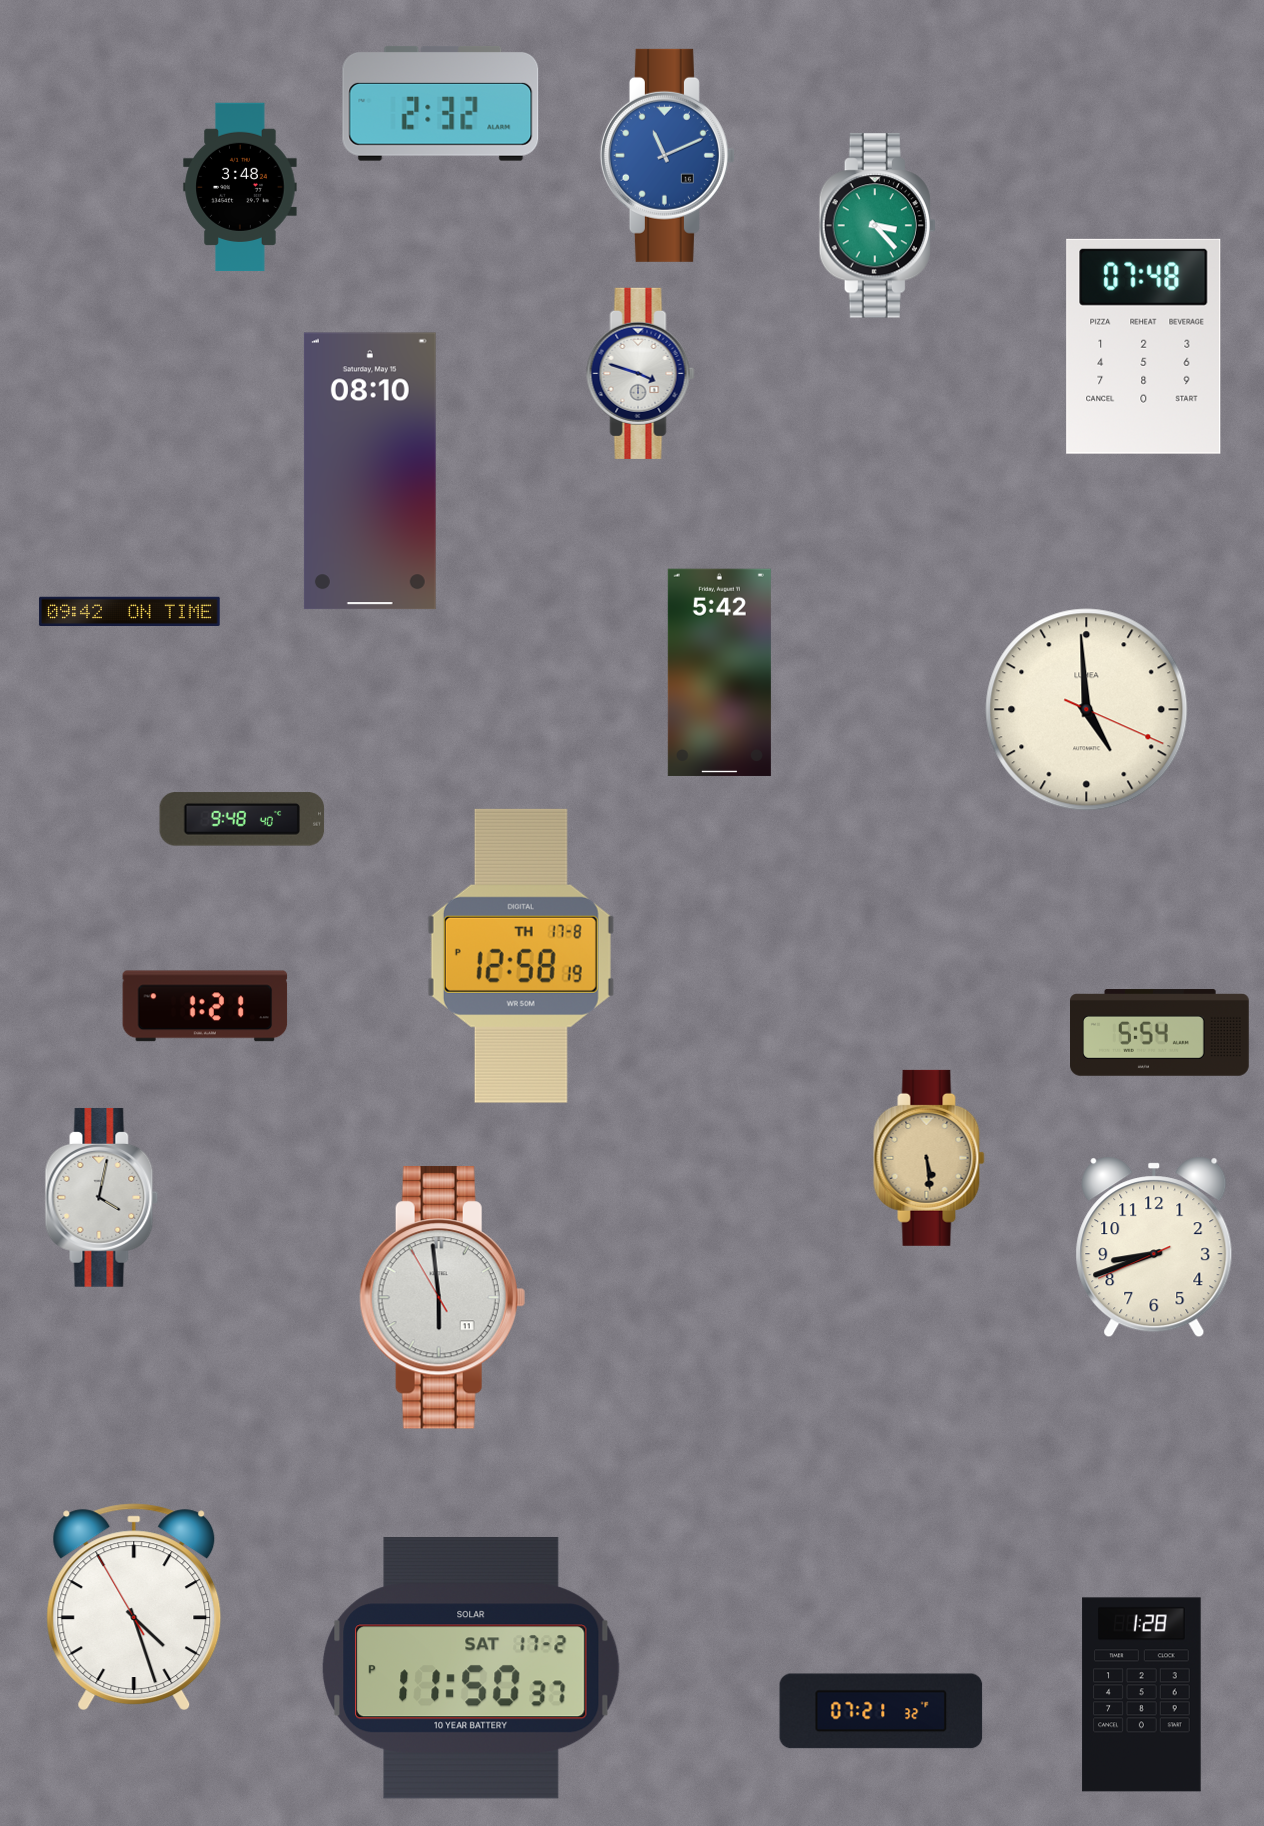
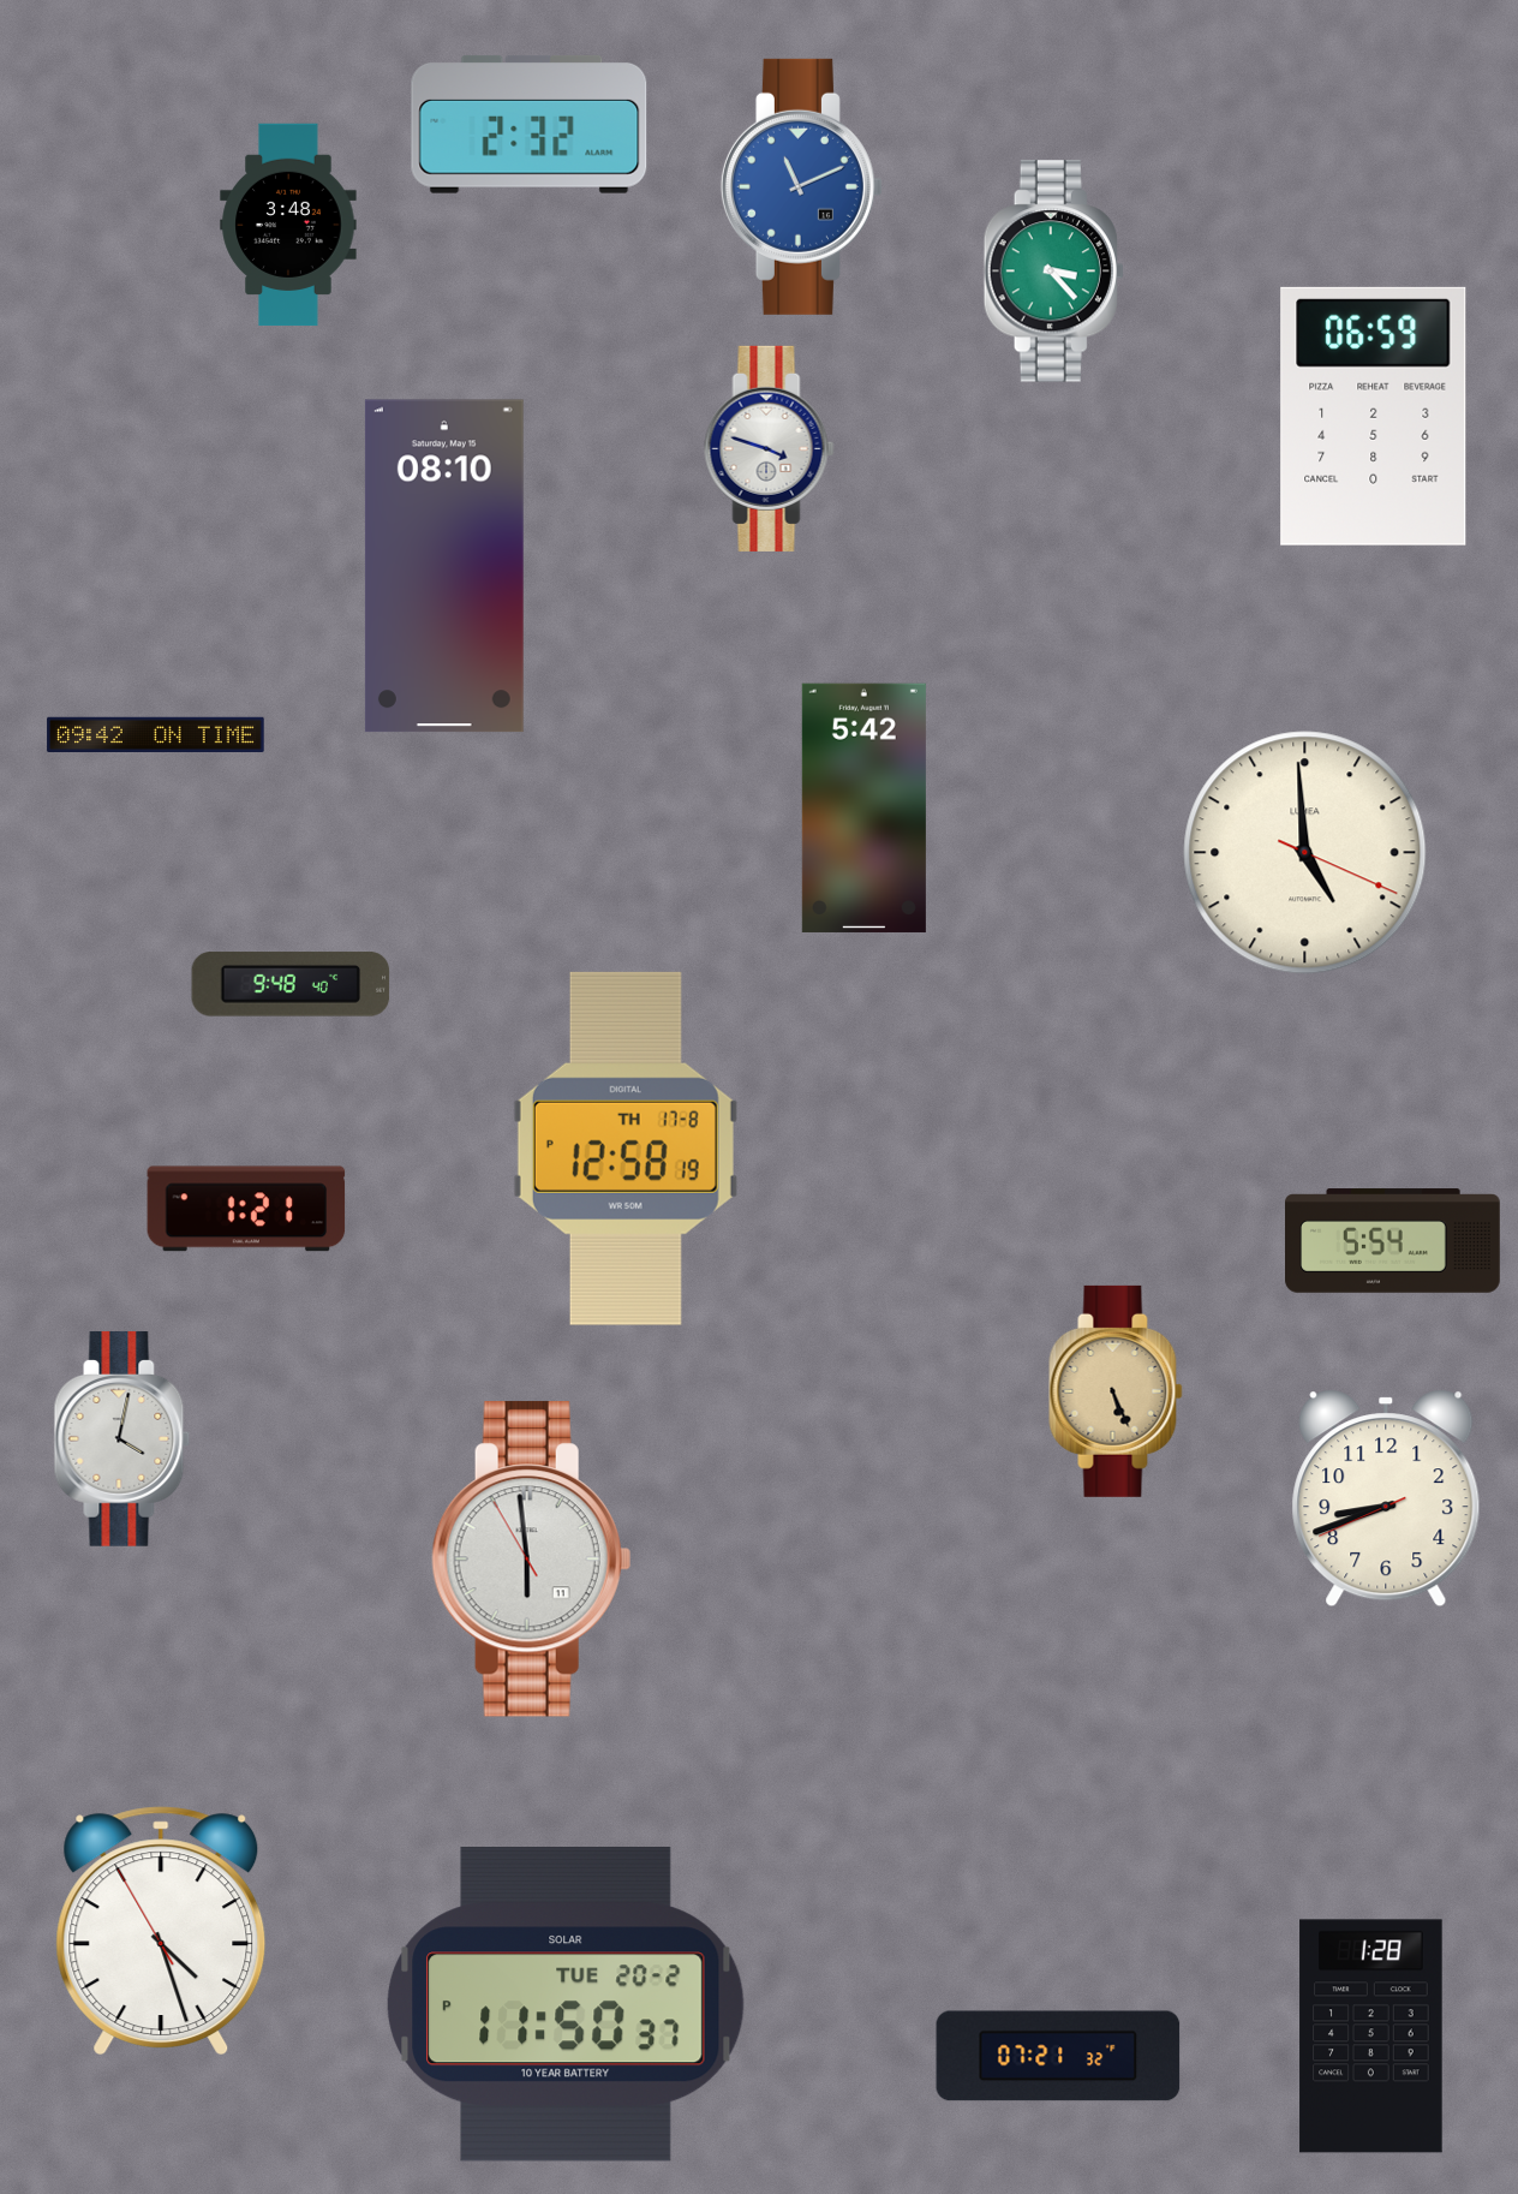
clock at (1144, 346): 07:48 -> 06:59
clock at (929, 1158): 5:29 -> 5:26
clock at (472, 1668) date: SAT 17-2 -> TUE 20-2
